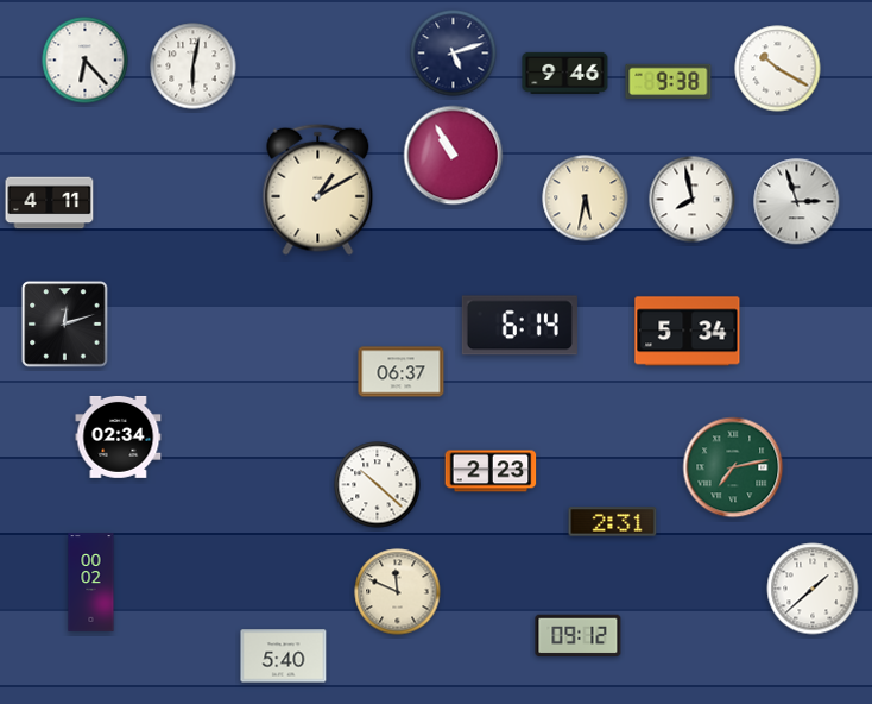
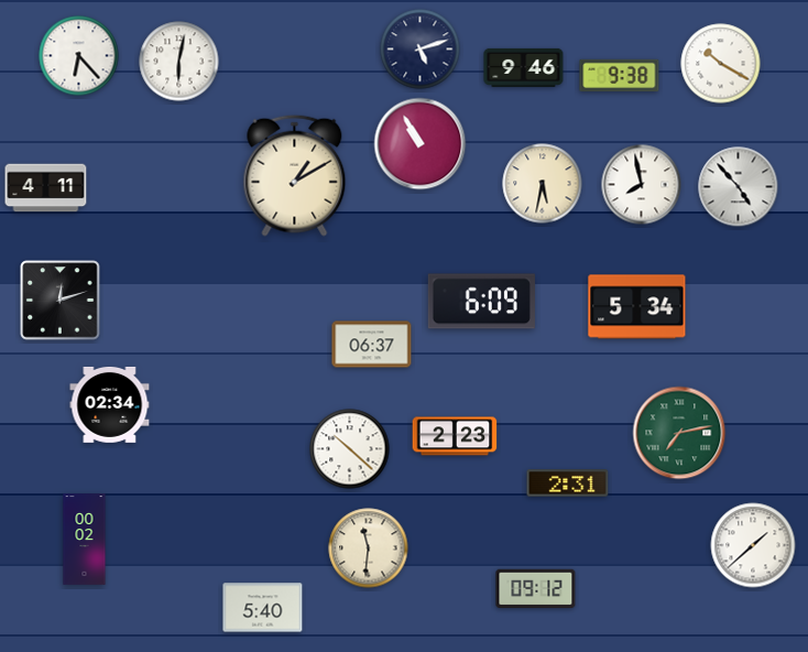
clock at (797, 202): 2:57 -> 4:53
clock at (519, 326): 6:14 -> 6:09
clock at (398, 592): 11:49 -> 11:31
